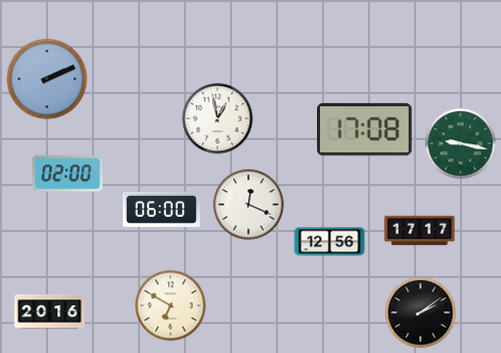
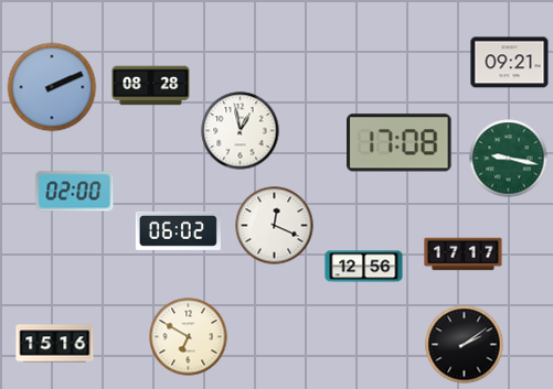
clock at (510, 63): none -> 09:21
clock at (151, 86): none -> 08:28
clock at (365, 130) position: (365, 130) -> (400, 143)
clock at (161, 209): 06:00 -> 06:02
clock at (50, 312): 20:16 -> 15:16
